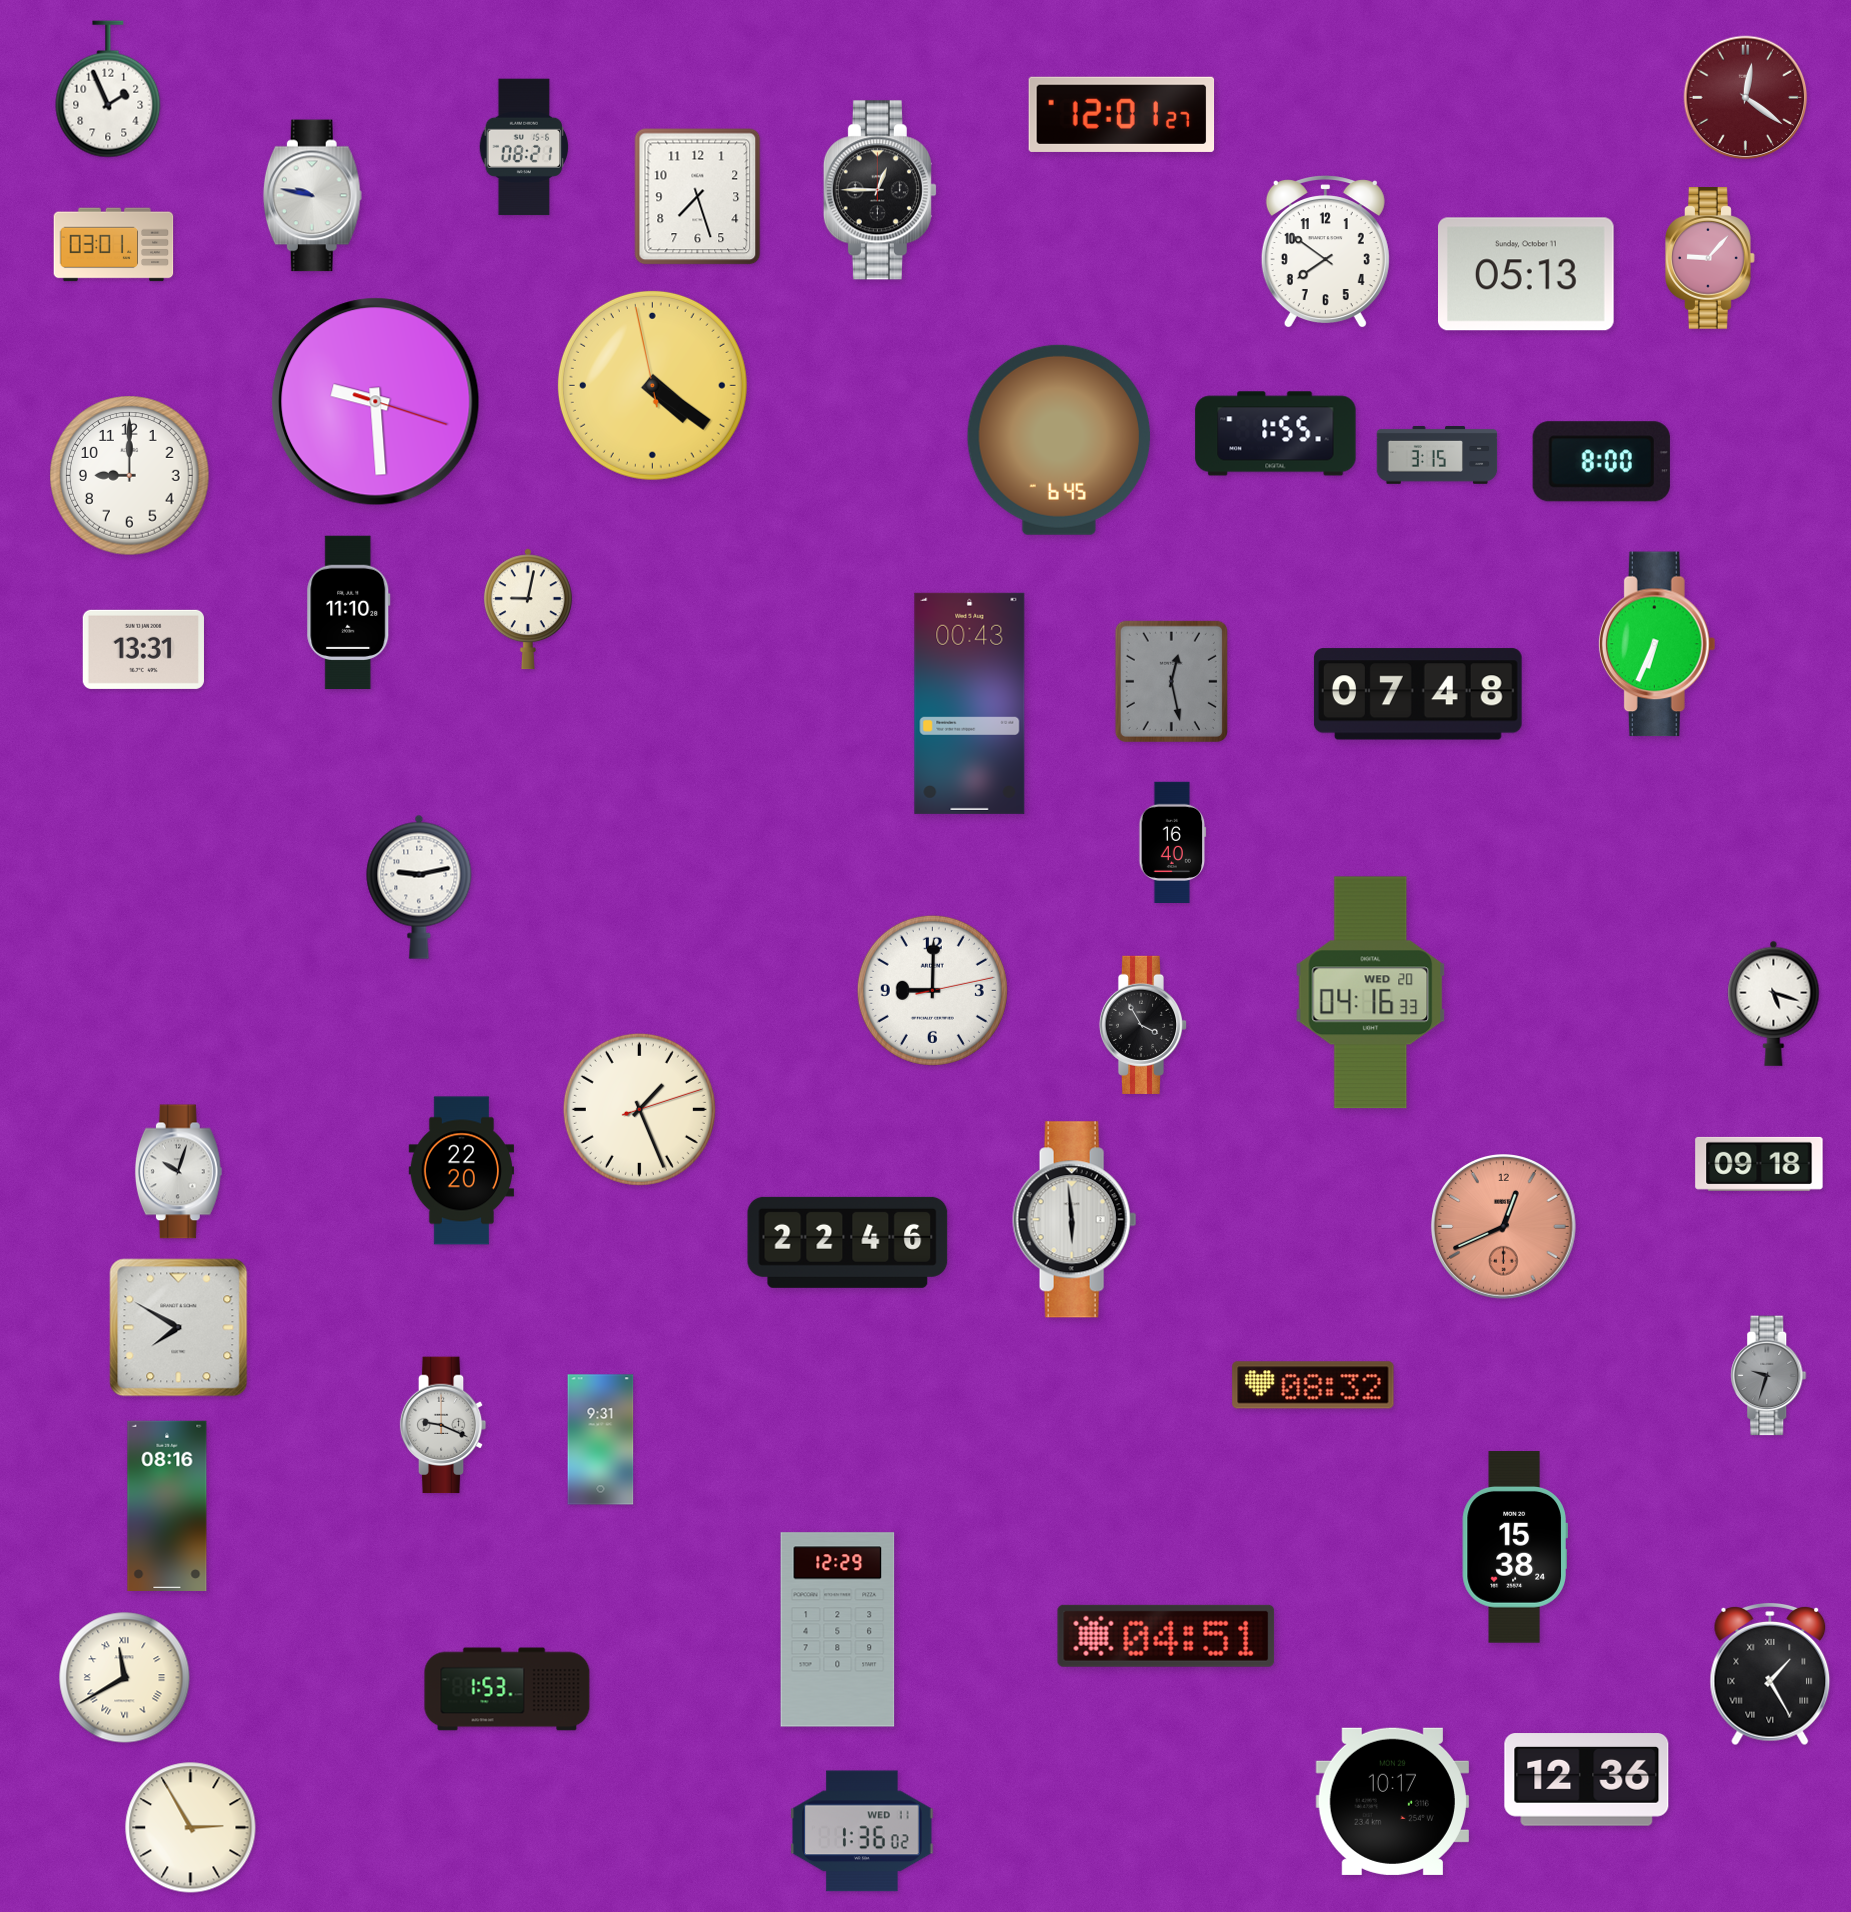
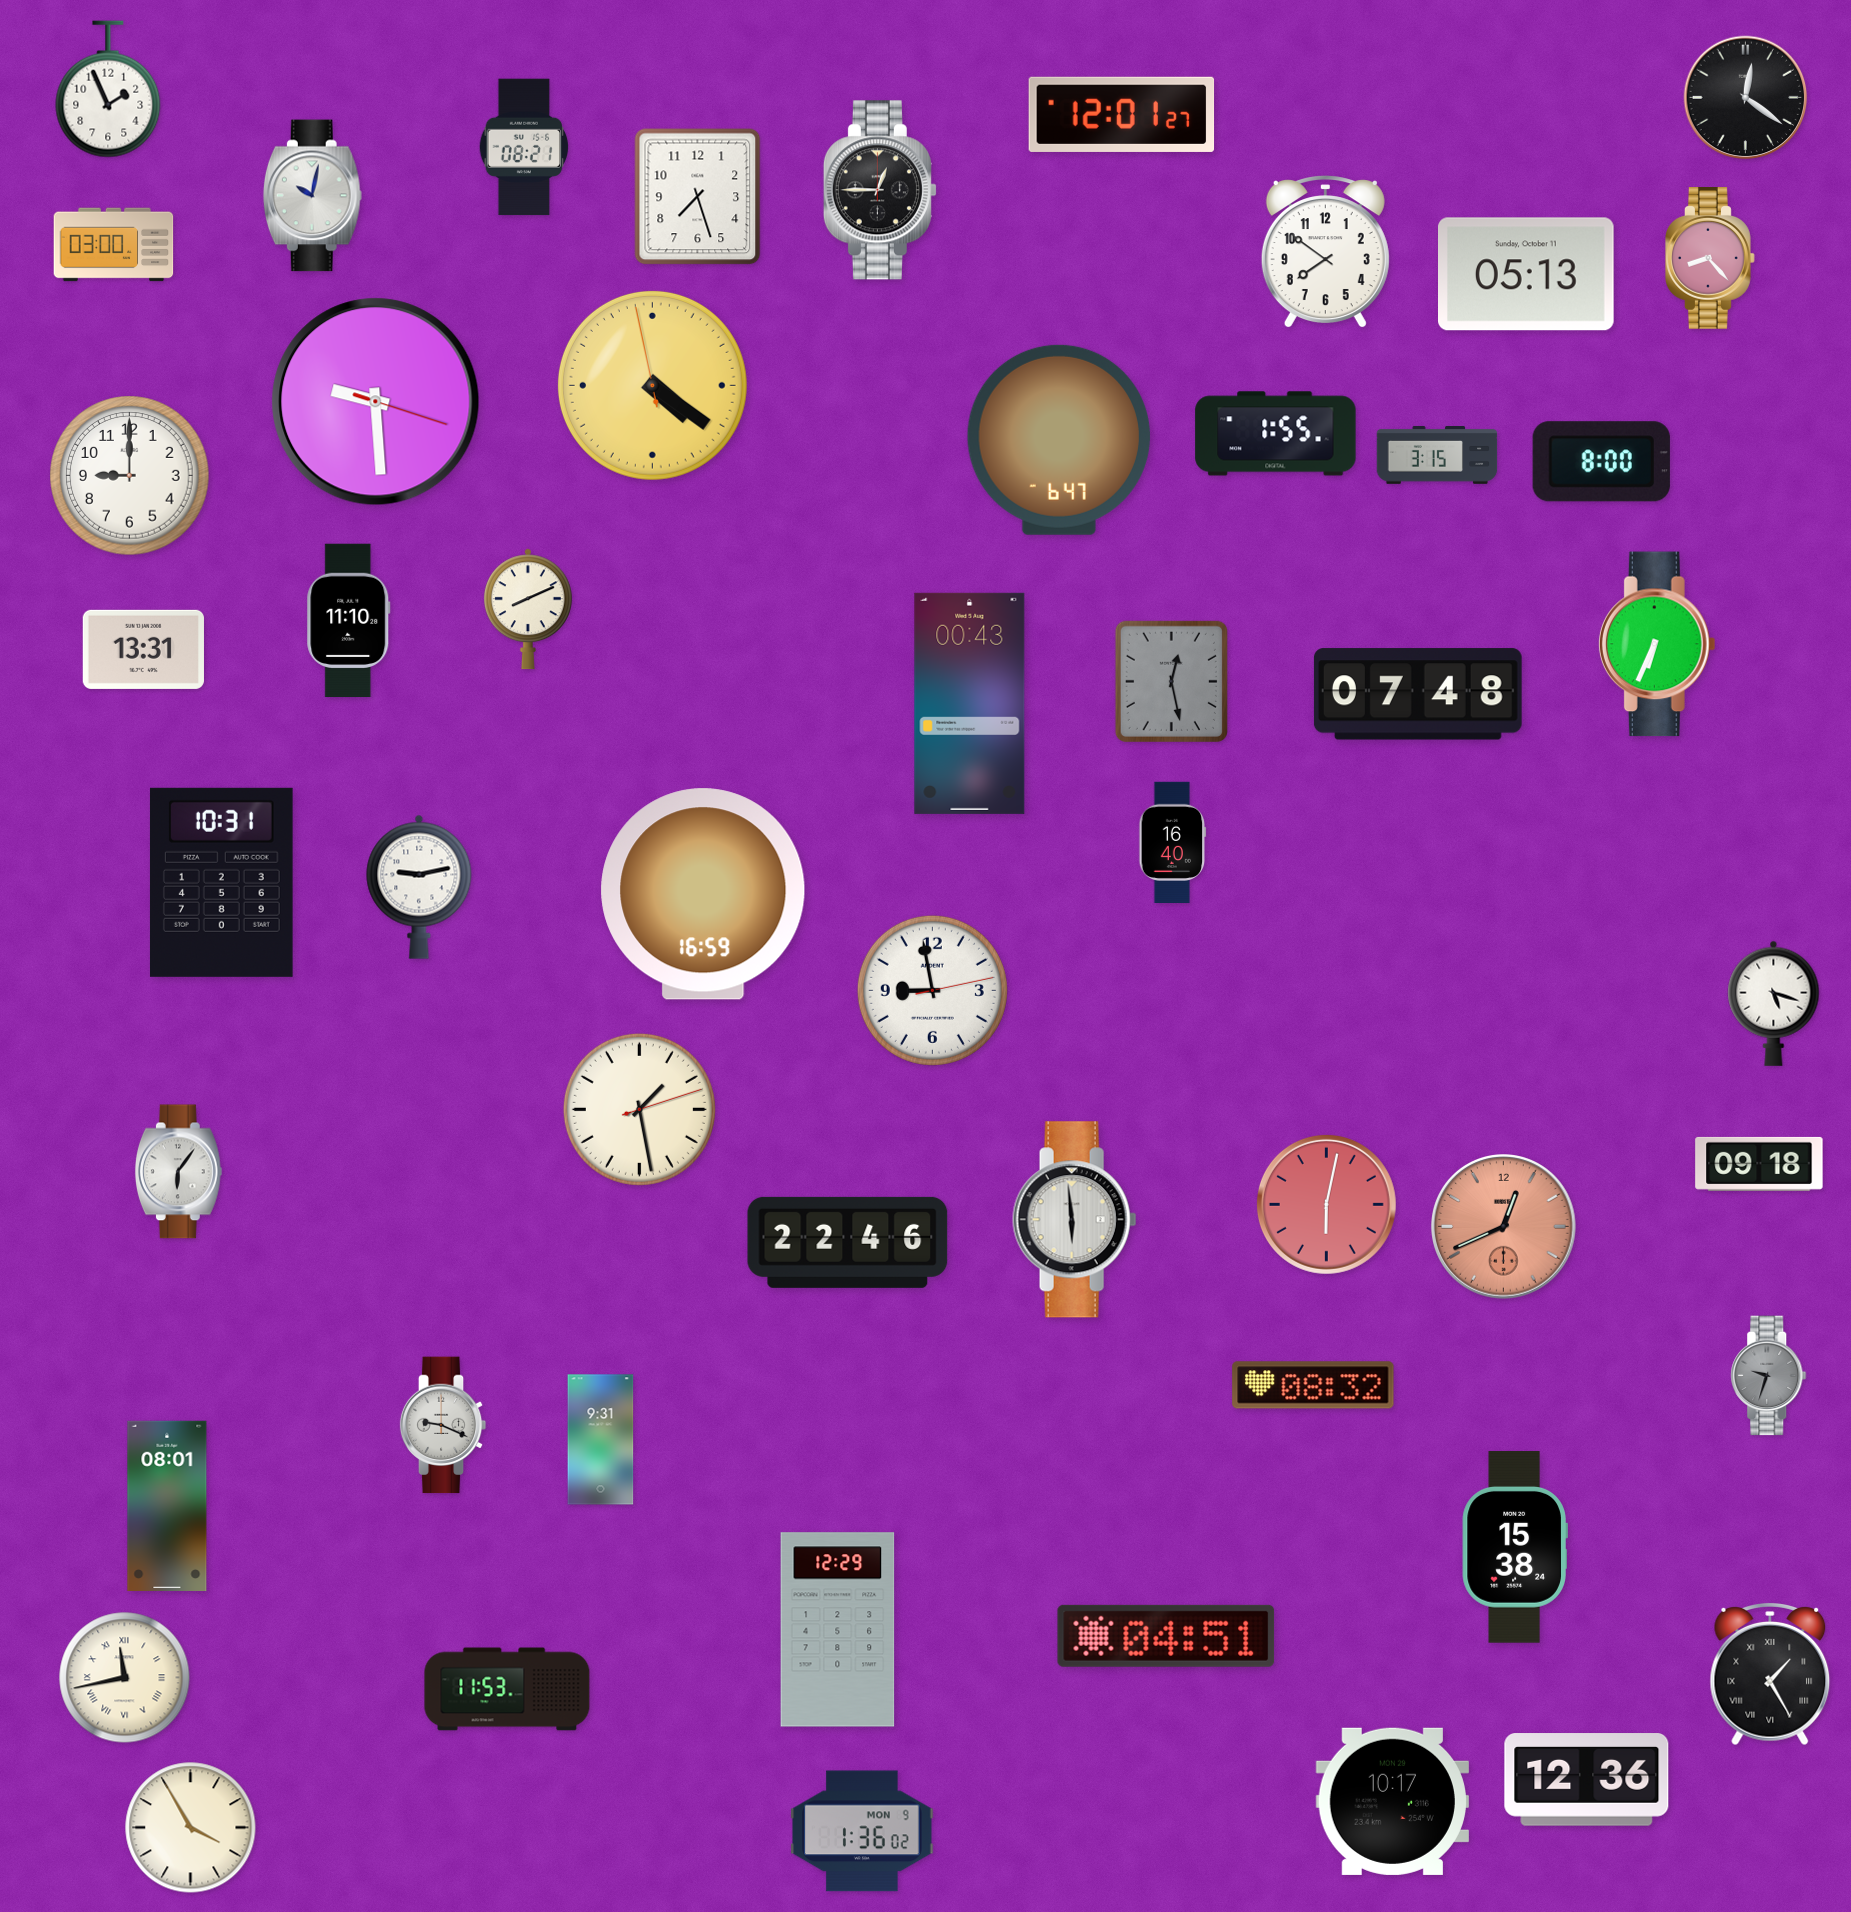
clock at (1746, 98) dial: burgundy -> black
clock at (312, 196): 9:47 -> 10:02
clock at (114, 245): 03:01 -> 03:00
clock at (1711, 259): 9:07 -> 8:23
clock at (1059, 440): 6:45 -> 6:47
clock at (528, 609): 9:02 -> 8:11
clock at (349, 613) position: (349, 613) -> (349, 621)
clock at (221, 882): none -> 10:31
clock at (703, 894): none -> 16:59
clock at (932, 990): 9:00 -> 8:58
clock at (1371, 993): 04:16 -> none
clock at (1143, 1025): 3:55 -> none
clock at (639, 1109): 1:26 -> 1:28
clock at (461, 1171): 22:20 -> none
clock at (178, 1172): 10:03 -> 6:06
clock at (1326, 1204): none -> 6:02
clock at (179, 1328): 7:50 -> none
clock at (167, 1505): 08:16 -> 08:01
clock at (125, 1678): 11:40 -> 11:43
clock at (507, 1689): 1:53 -> 11:53
clock at (191, 1828): 2:55 -> 3:55
clock at (862, 1831) date: WED 11 -> MON 9
